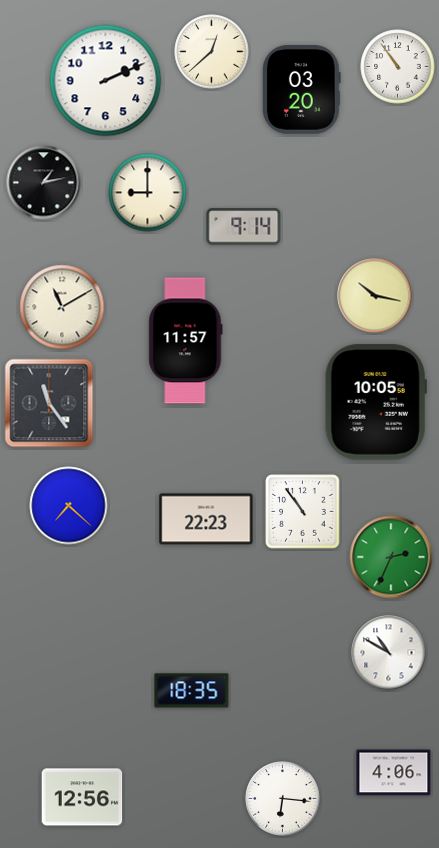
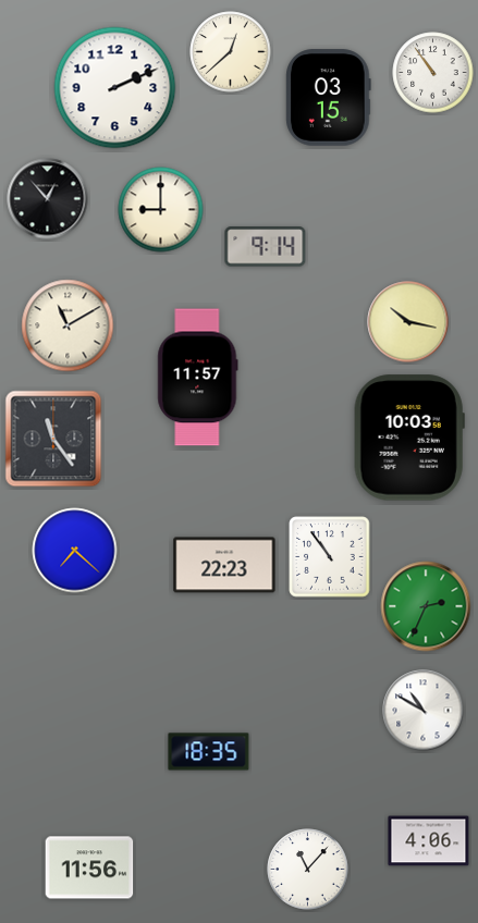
clock at (212, 52) position: (212, 52) -> (231, 52)
clock at (302, 90): 03:20 -> 03:15
clock at (44, 183): 1:13 -> 12:53
clock at (62, 307) position: (62, 307) -> (68, 325)
clock at (186, 341) position: (186, 341) -> (198, 378)
clock at (376, 402): 10:05 -> 10:03
clock at (82, 797): 12:56 -> 11:56
clock at (283, 799): 6:16 -> 11:07
